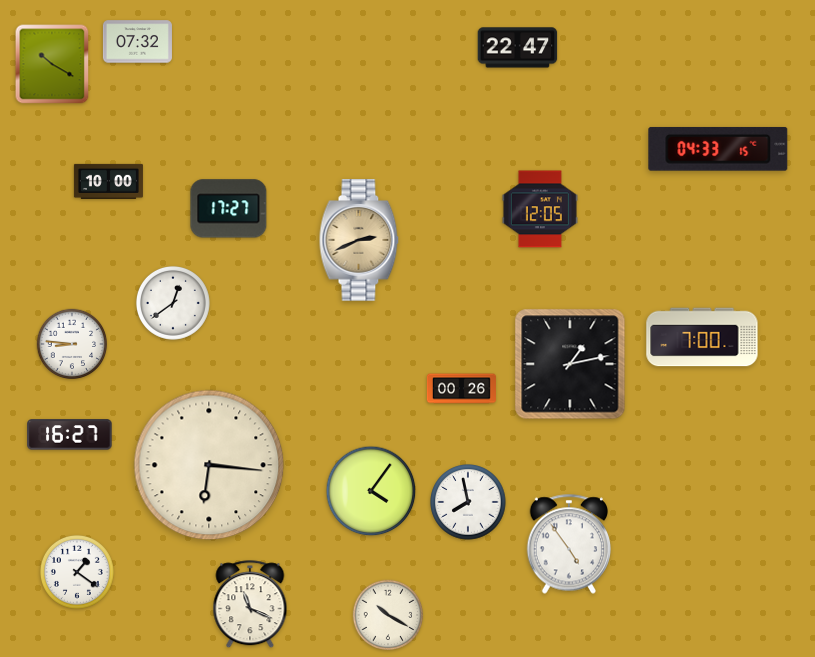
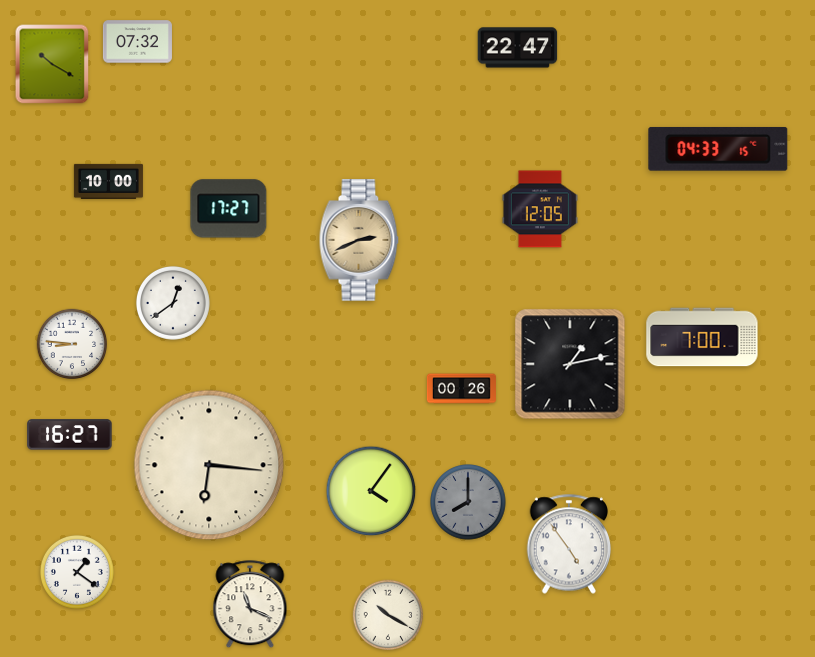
clock at (468, 502): 7:58 -> 8:00
clock at (468, 502) dial: white -> grey
